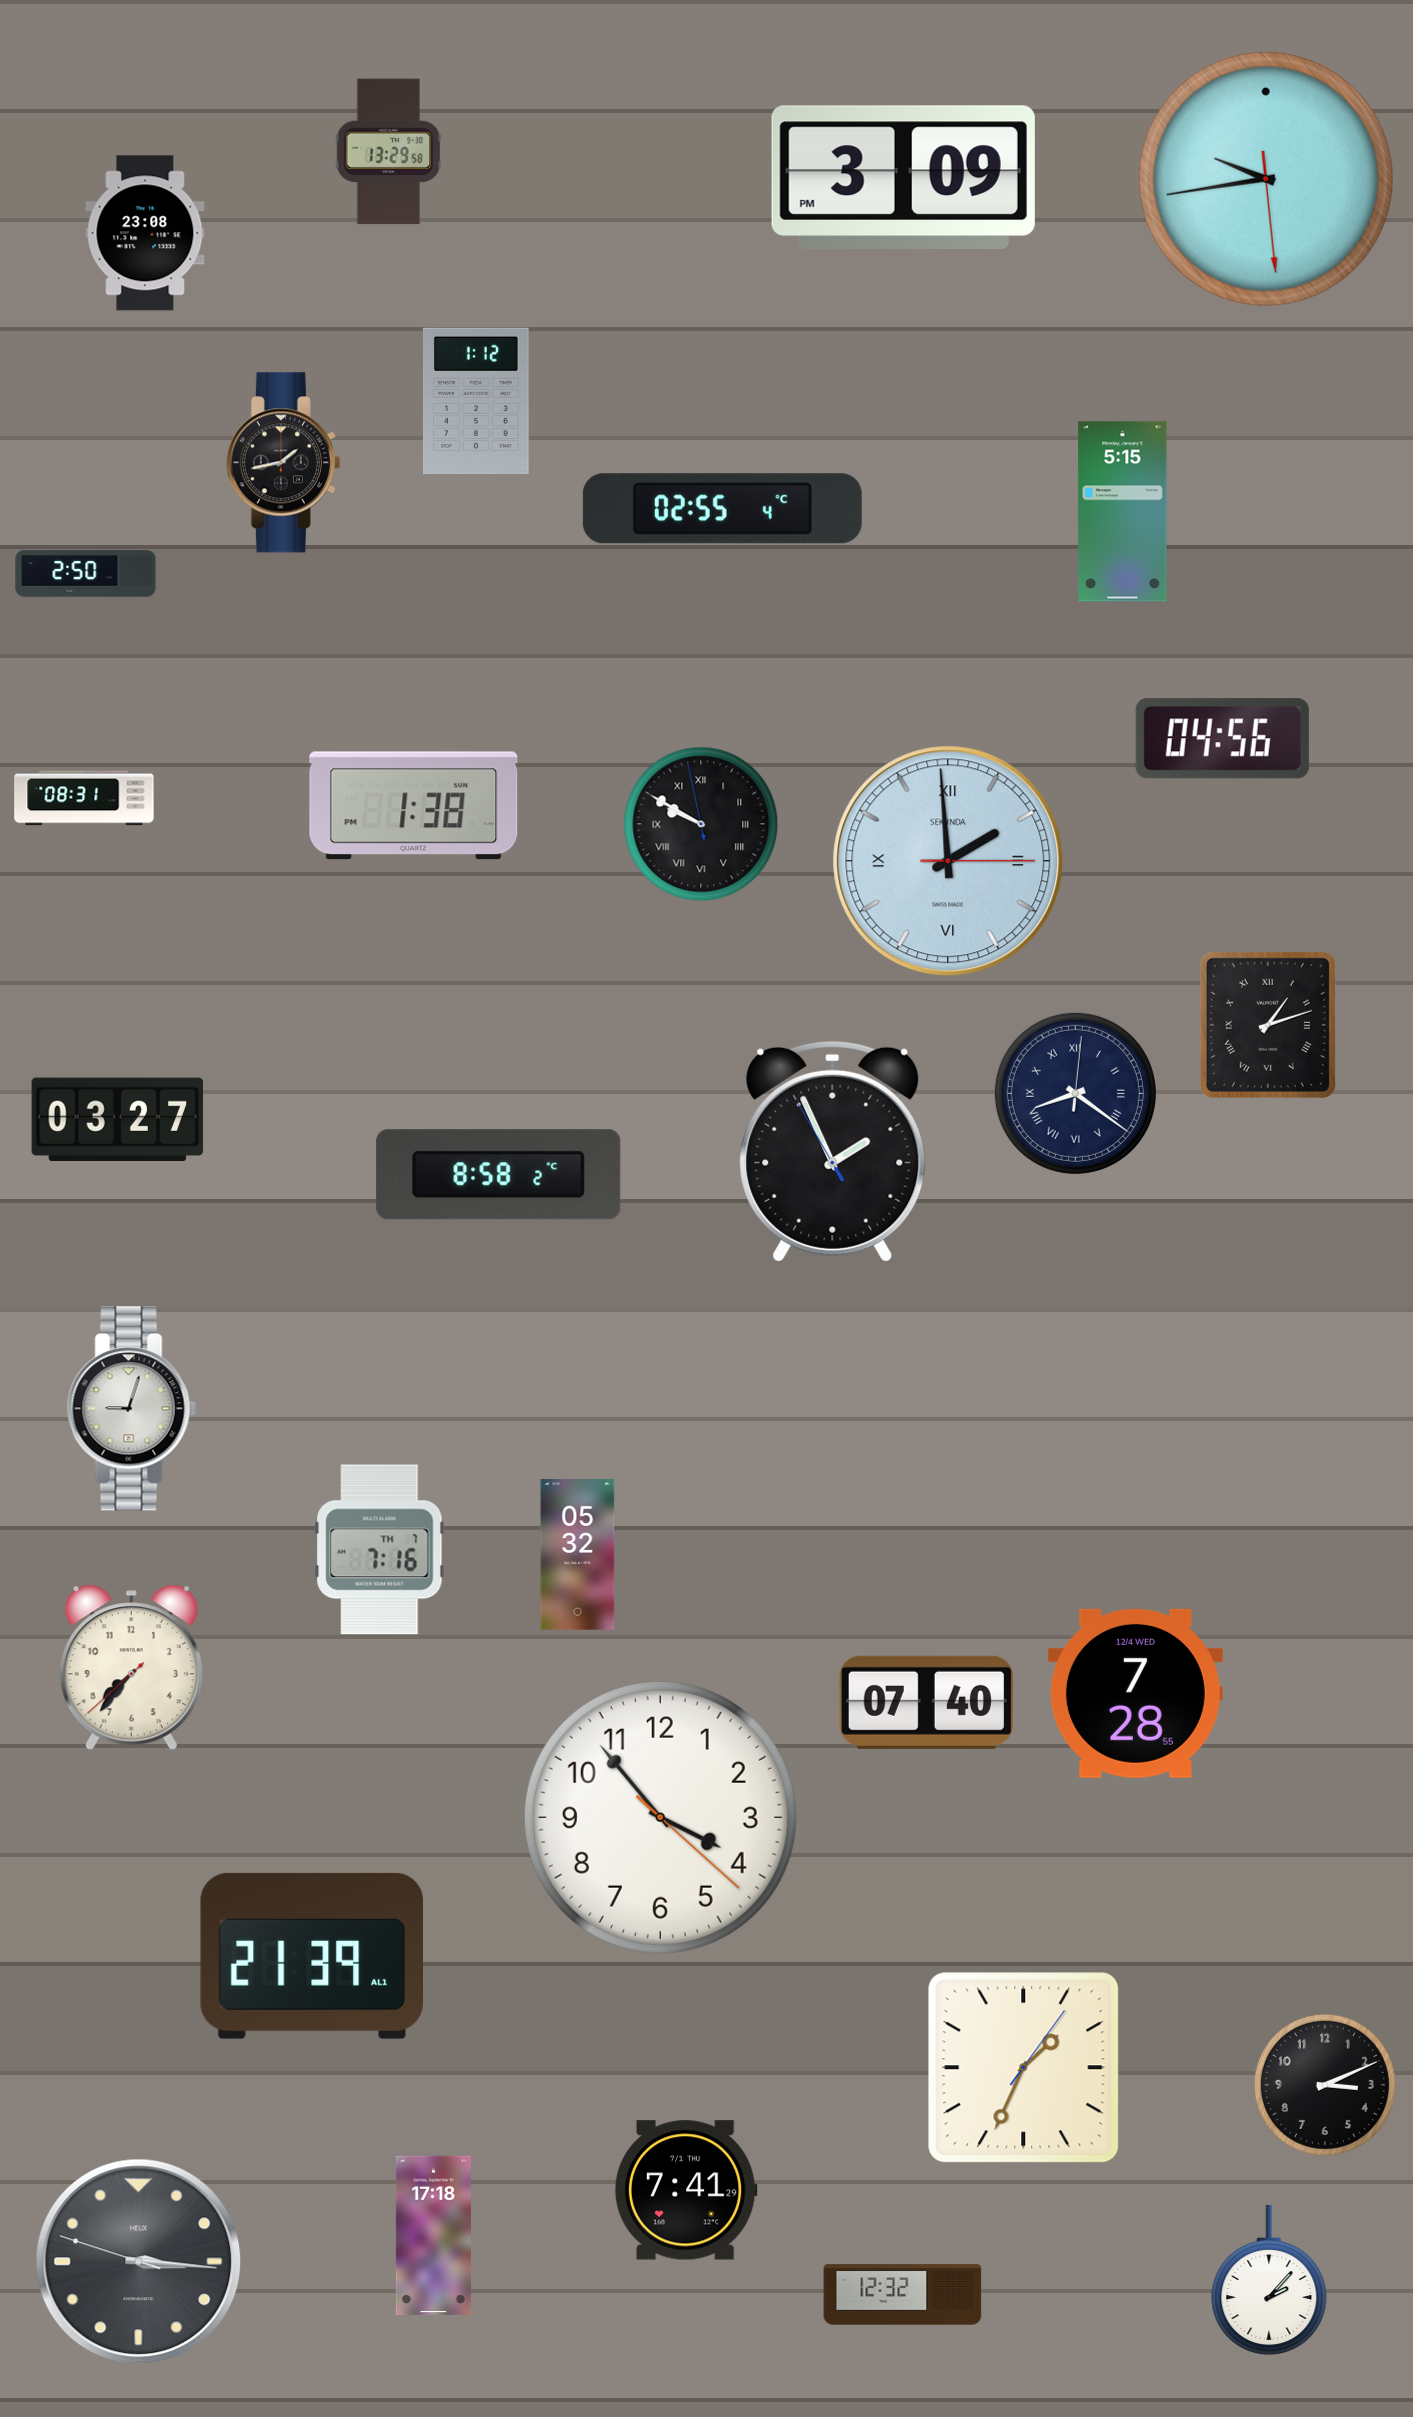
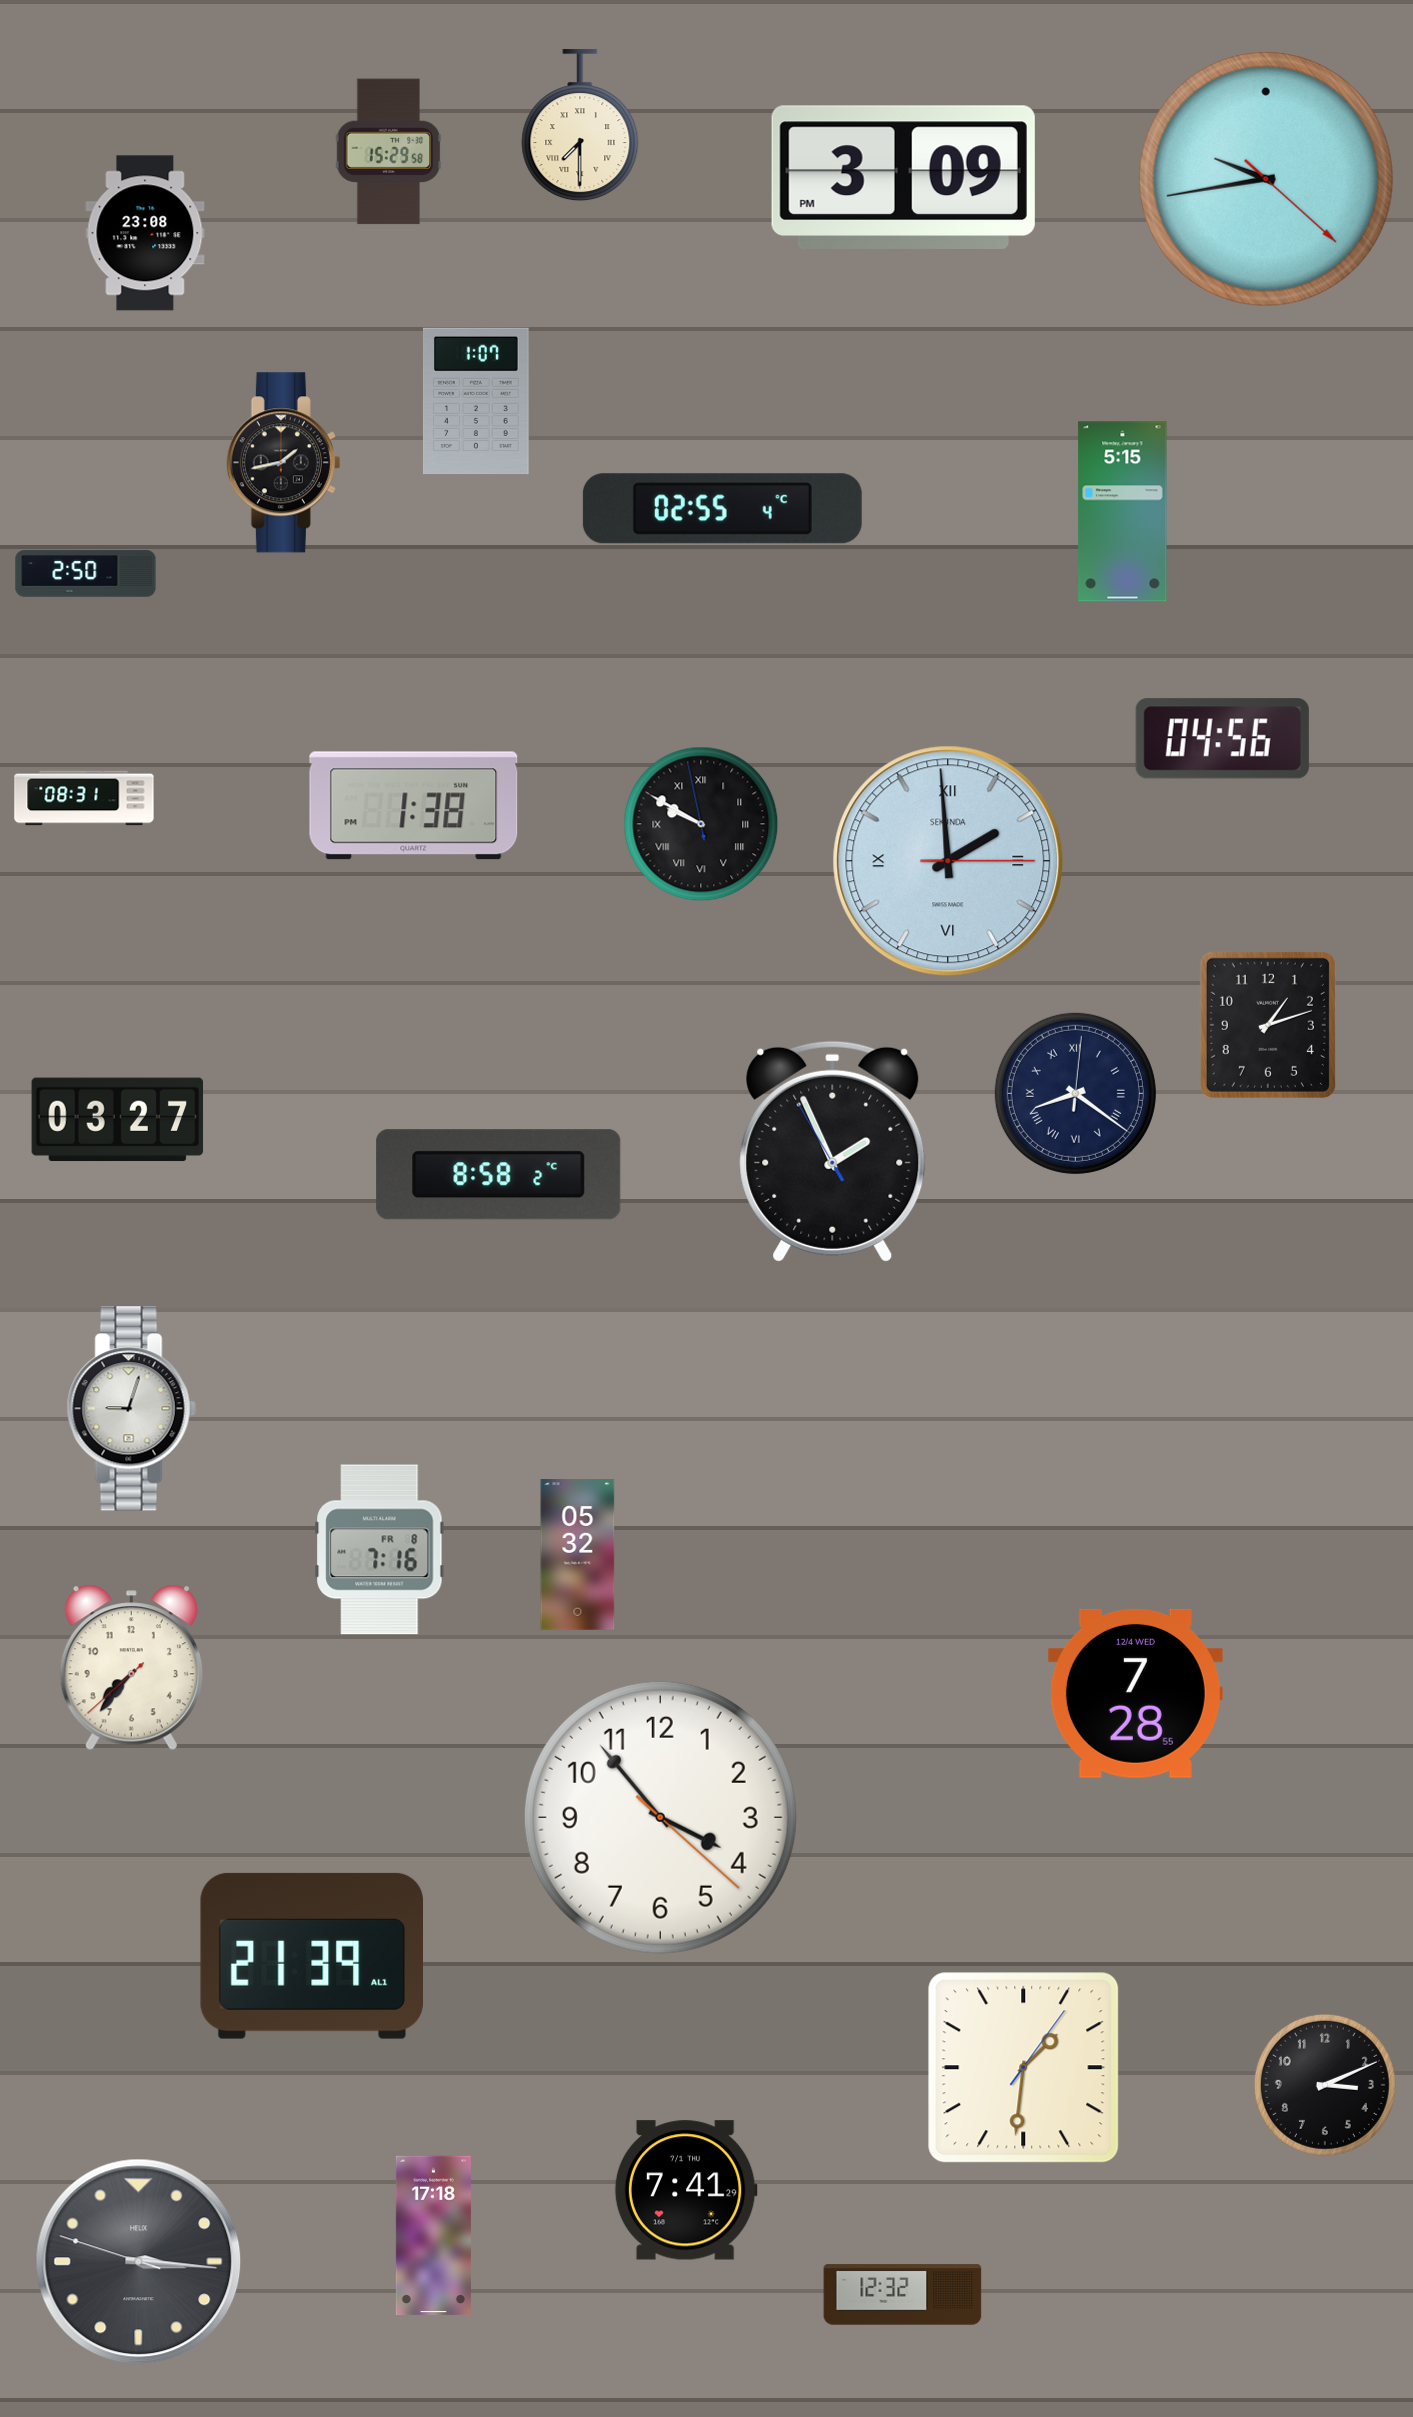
clock at (580, 126): none -> 7:30
clock at (389, 152): 13:29 -> 15:29
clock at (1266, 179): 9:43:29 -> 9:43:22
clock at (476, 401): 1:12 -> 1:07
clock at (1268, 1025) numerals: Roman -> Arabic
clock at (380, 1550) date: TH 7 -> FR 8
clock at (926, 1702): 07:40 -> none
clock at (1024, 2068): 1:34 -> 1:31
clock at (1269, 2280): 2:07 -> none
